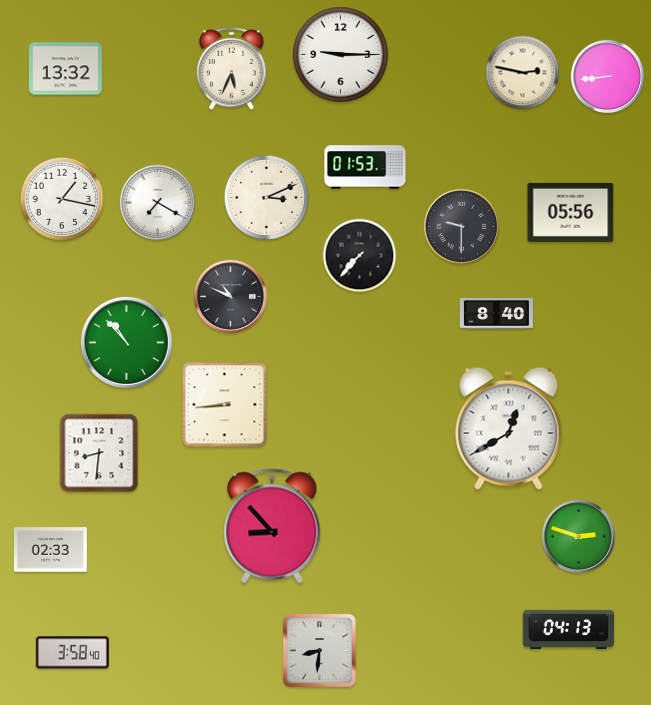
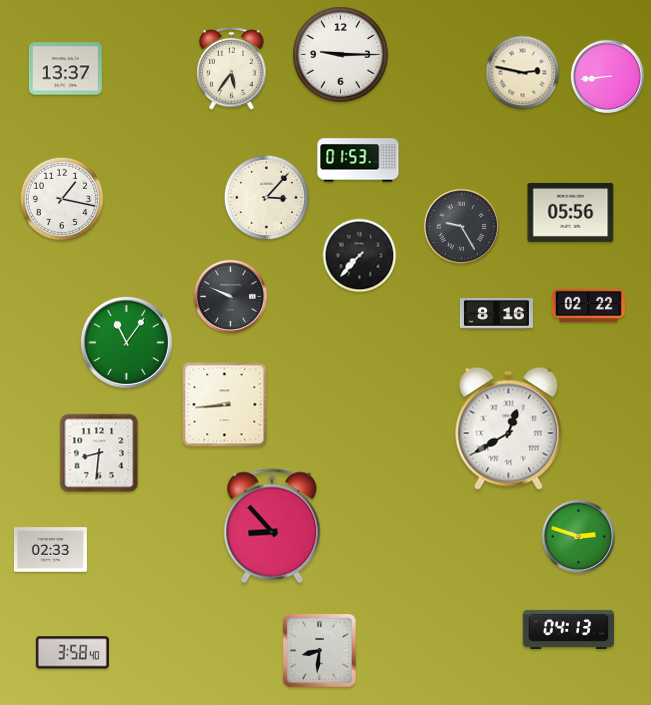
clock at (65, 69): 13:32 -> 13:37
clock at (232, 69): 5:34 -> 5:36
clock at (365, 167) position: (365, 167) -> (358, 160)
clock at (266, 197): 3:11 -> 3:07
clock at (157, 202): 7:20 -> none
clock at (461, 226): 9:30 -> 9:25
clock at (230, 296): 10:49 -> 9:49
clock at (588, 305): none -> 02:22
clock at (496, 314): 8:40 -> 8:16
clock at (126, 342): 10:53 -> 11:06
